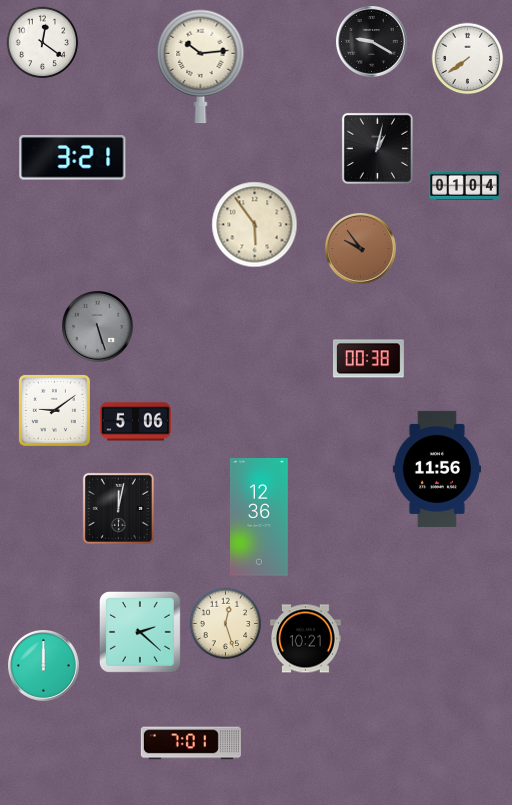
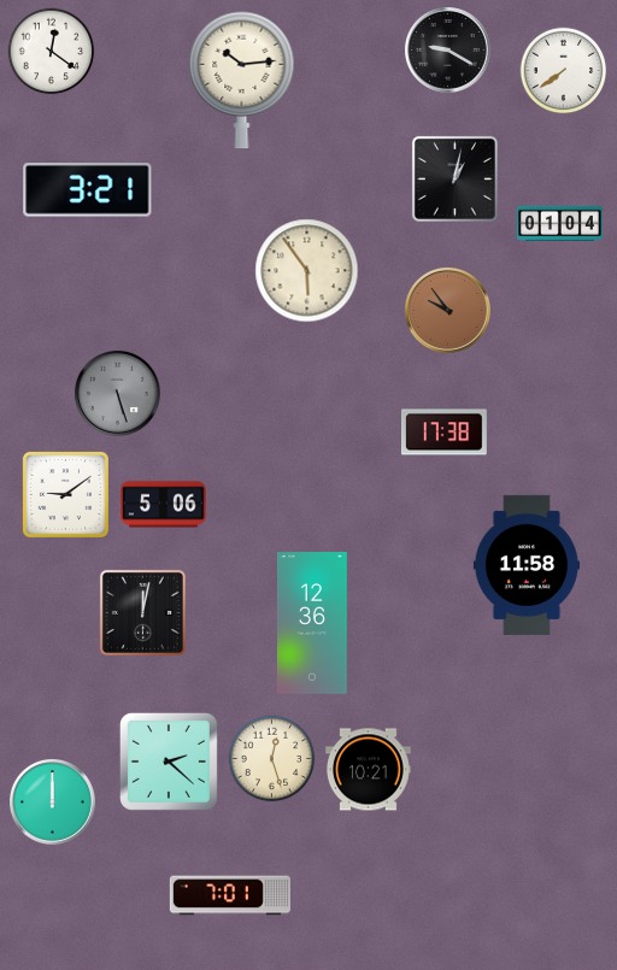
clock at (361, 249) position: (361, 249) -> (448, 311)
clock at (368, 359): 00:38 -> 17:38
clock at (136, 422) position: (136, 422) -> (164, 505)
clock at (437, 469): 11:56 -> 11:58
clock at (226, 624) position: (226, 624) -> (272, 759)
